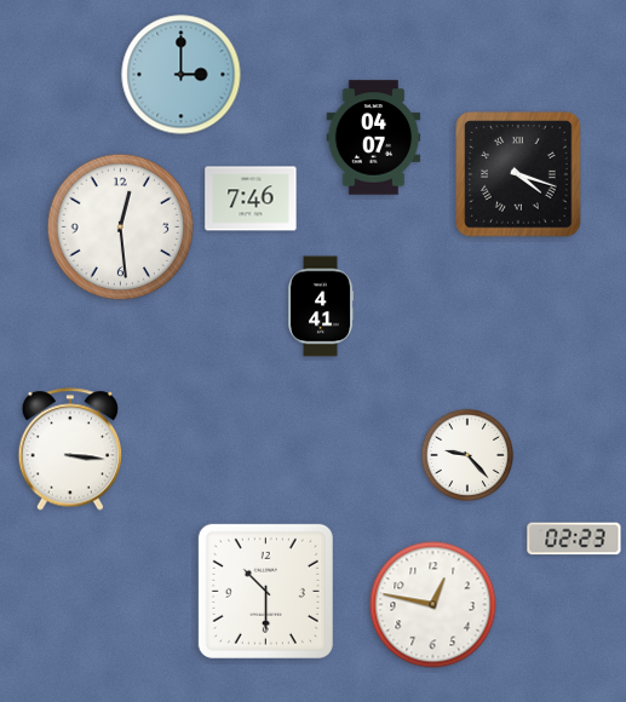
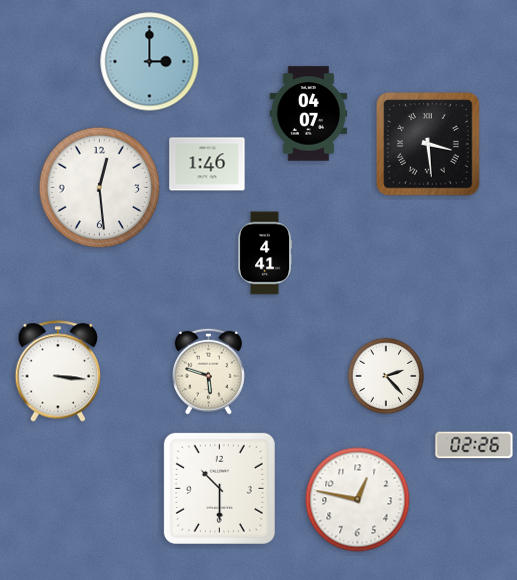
clock at (518, 174): 4:18 -> 3:29
clock at (251, 198): 7:46 -> 1:46
clock at (208, 371): none -> 5:48
clock at (466, 454): 9:23 -> 2:23
clock at (574, 539): 02:23 -> 02:26
